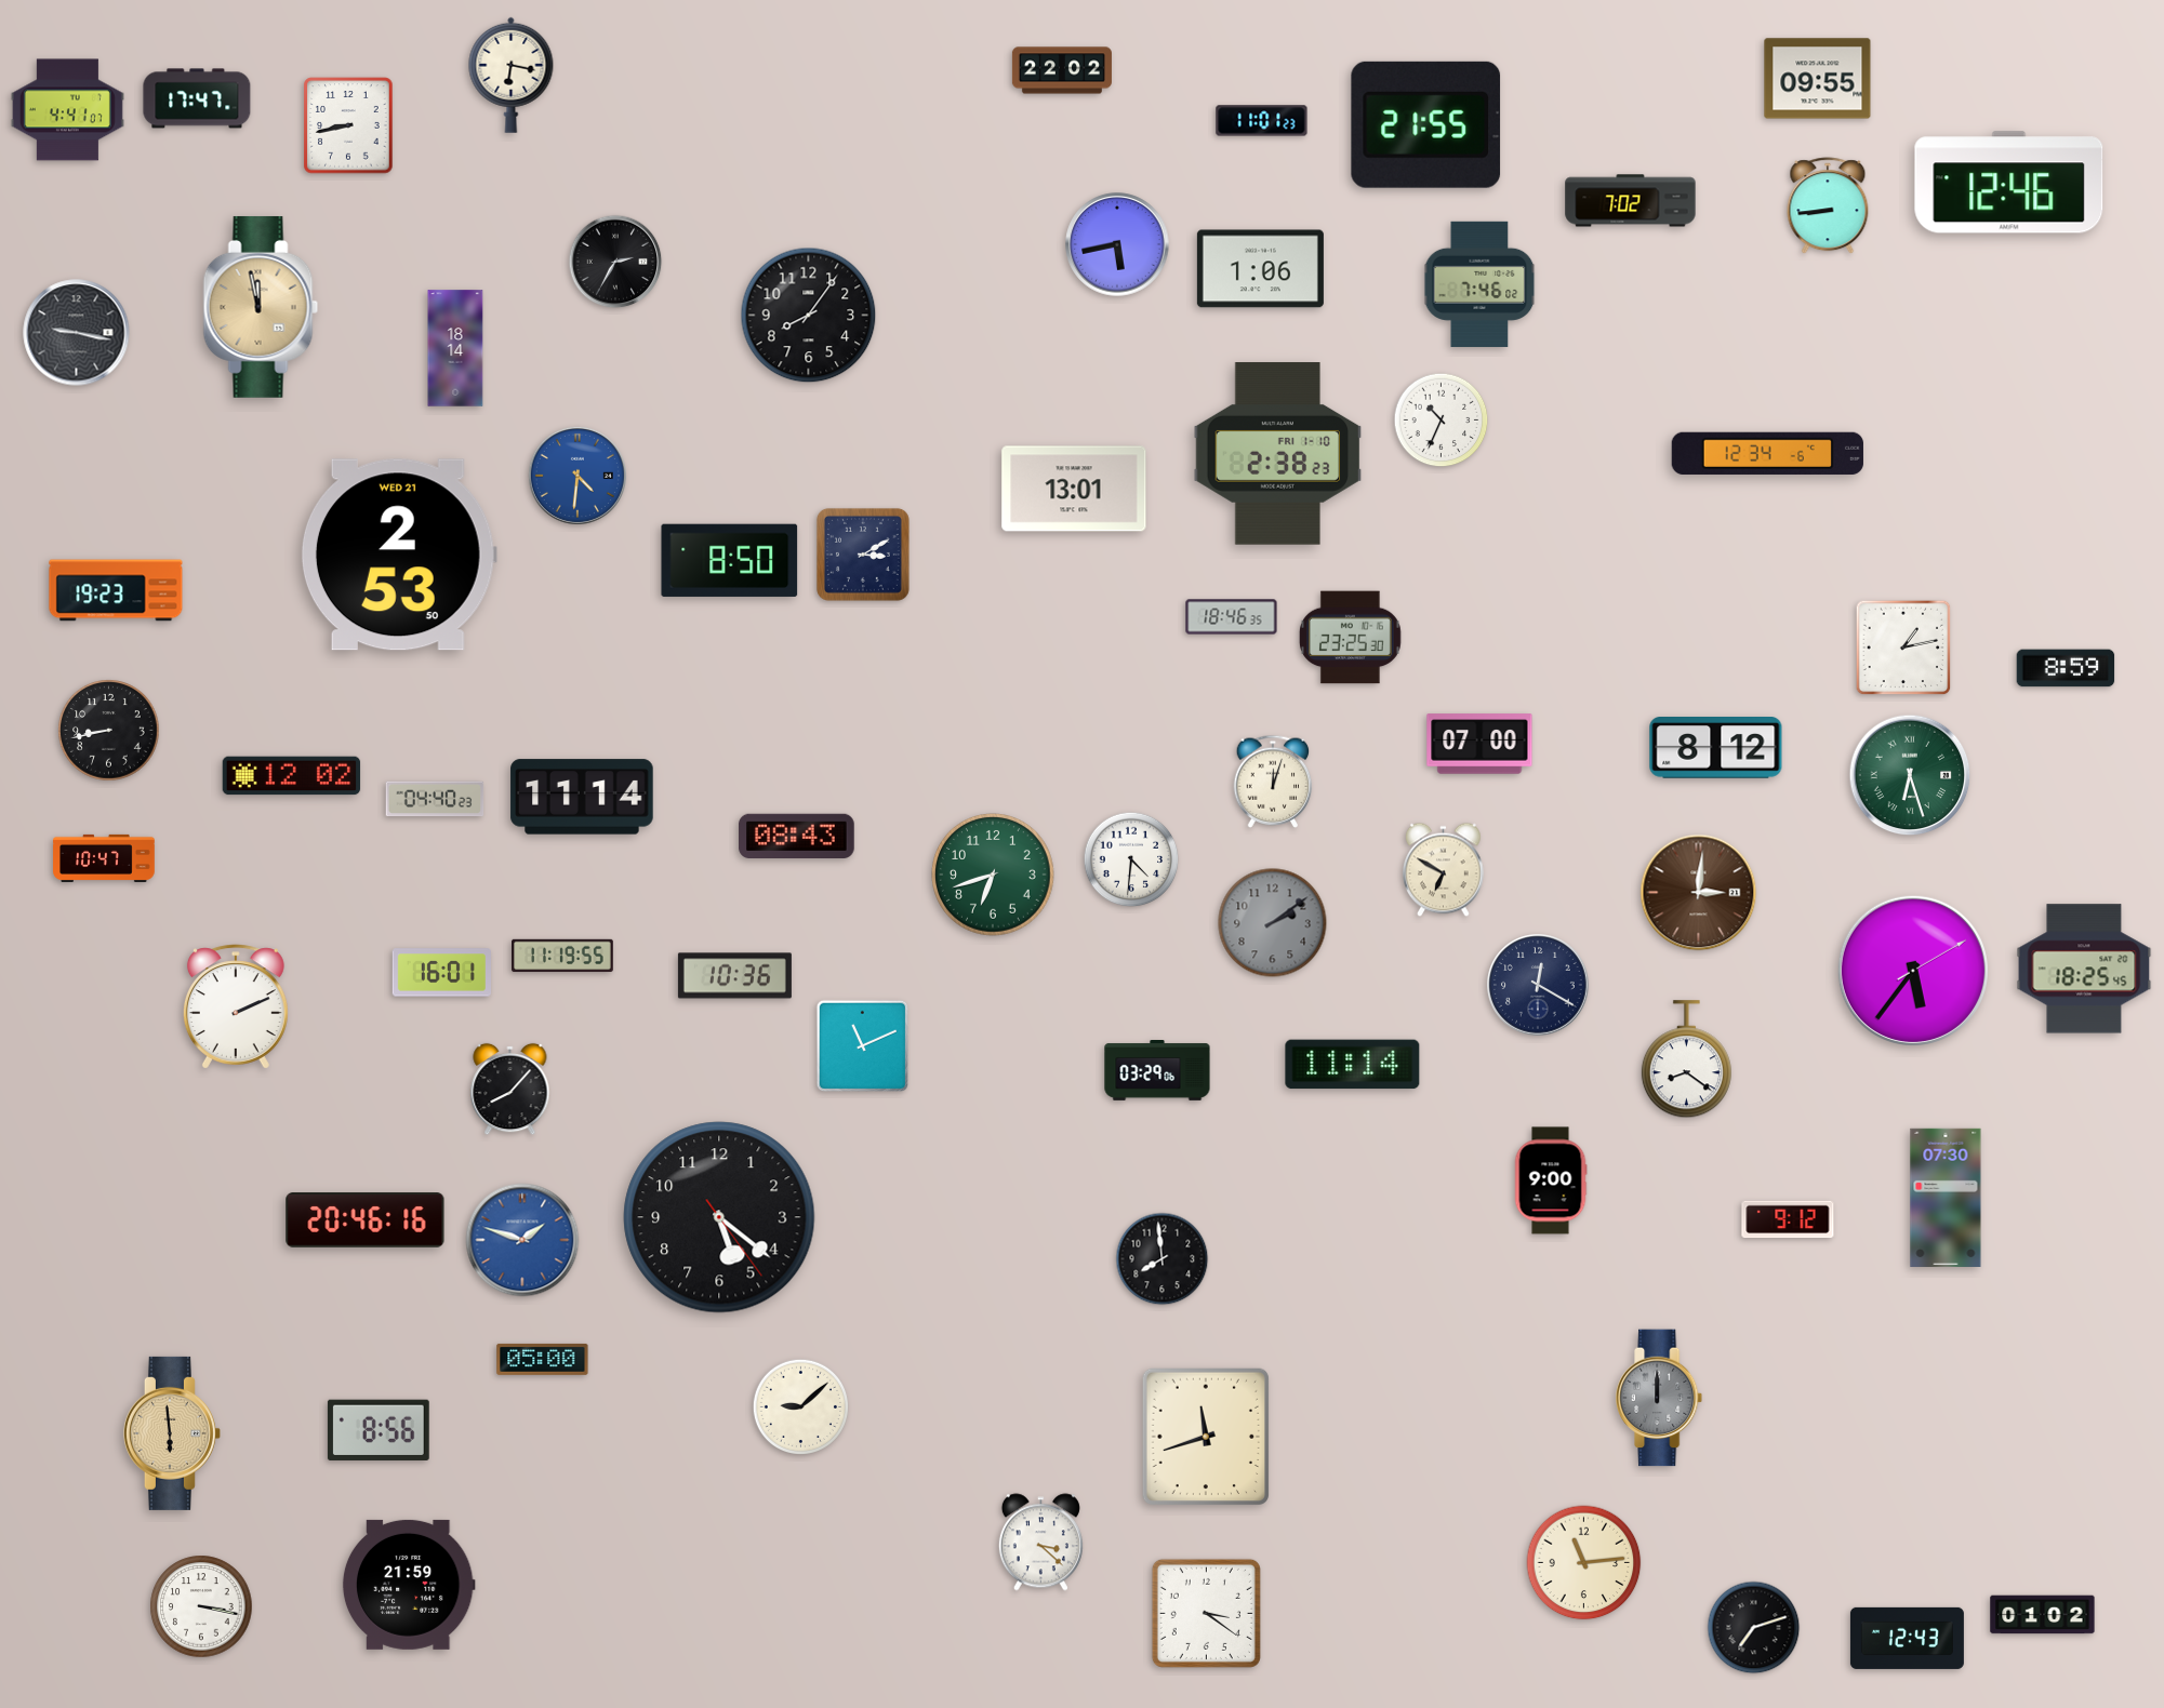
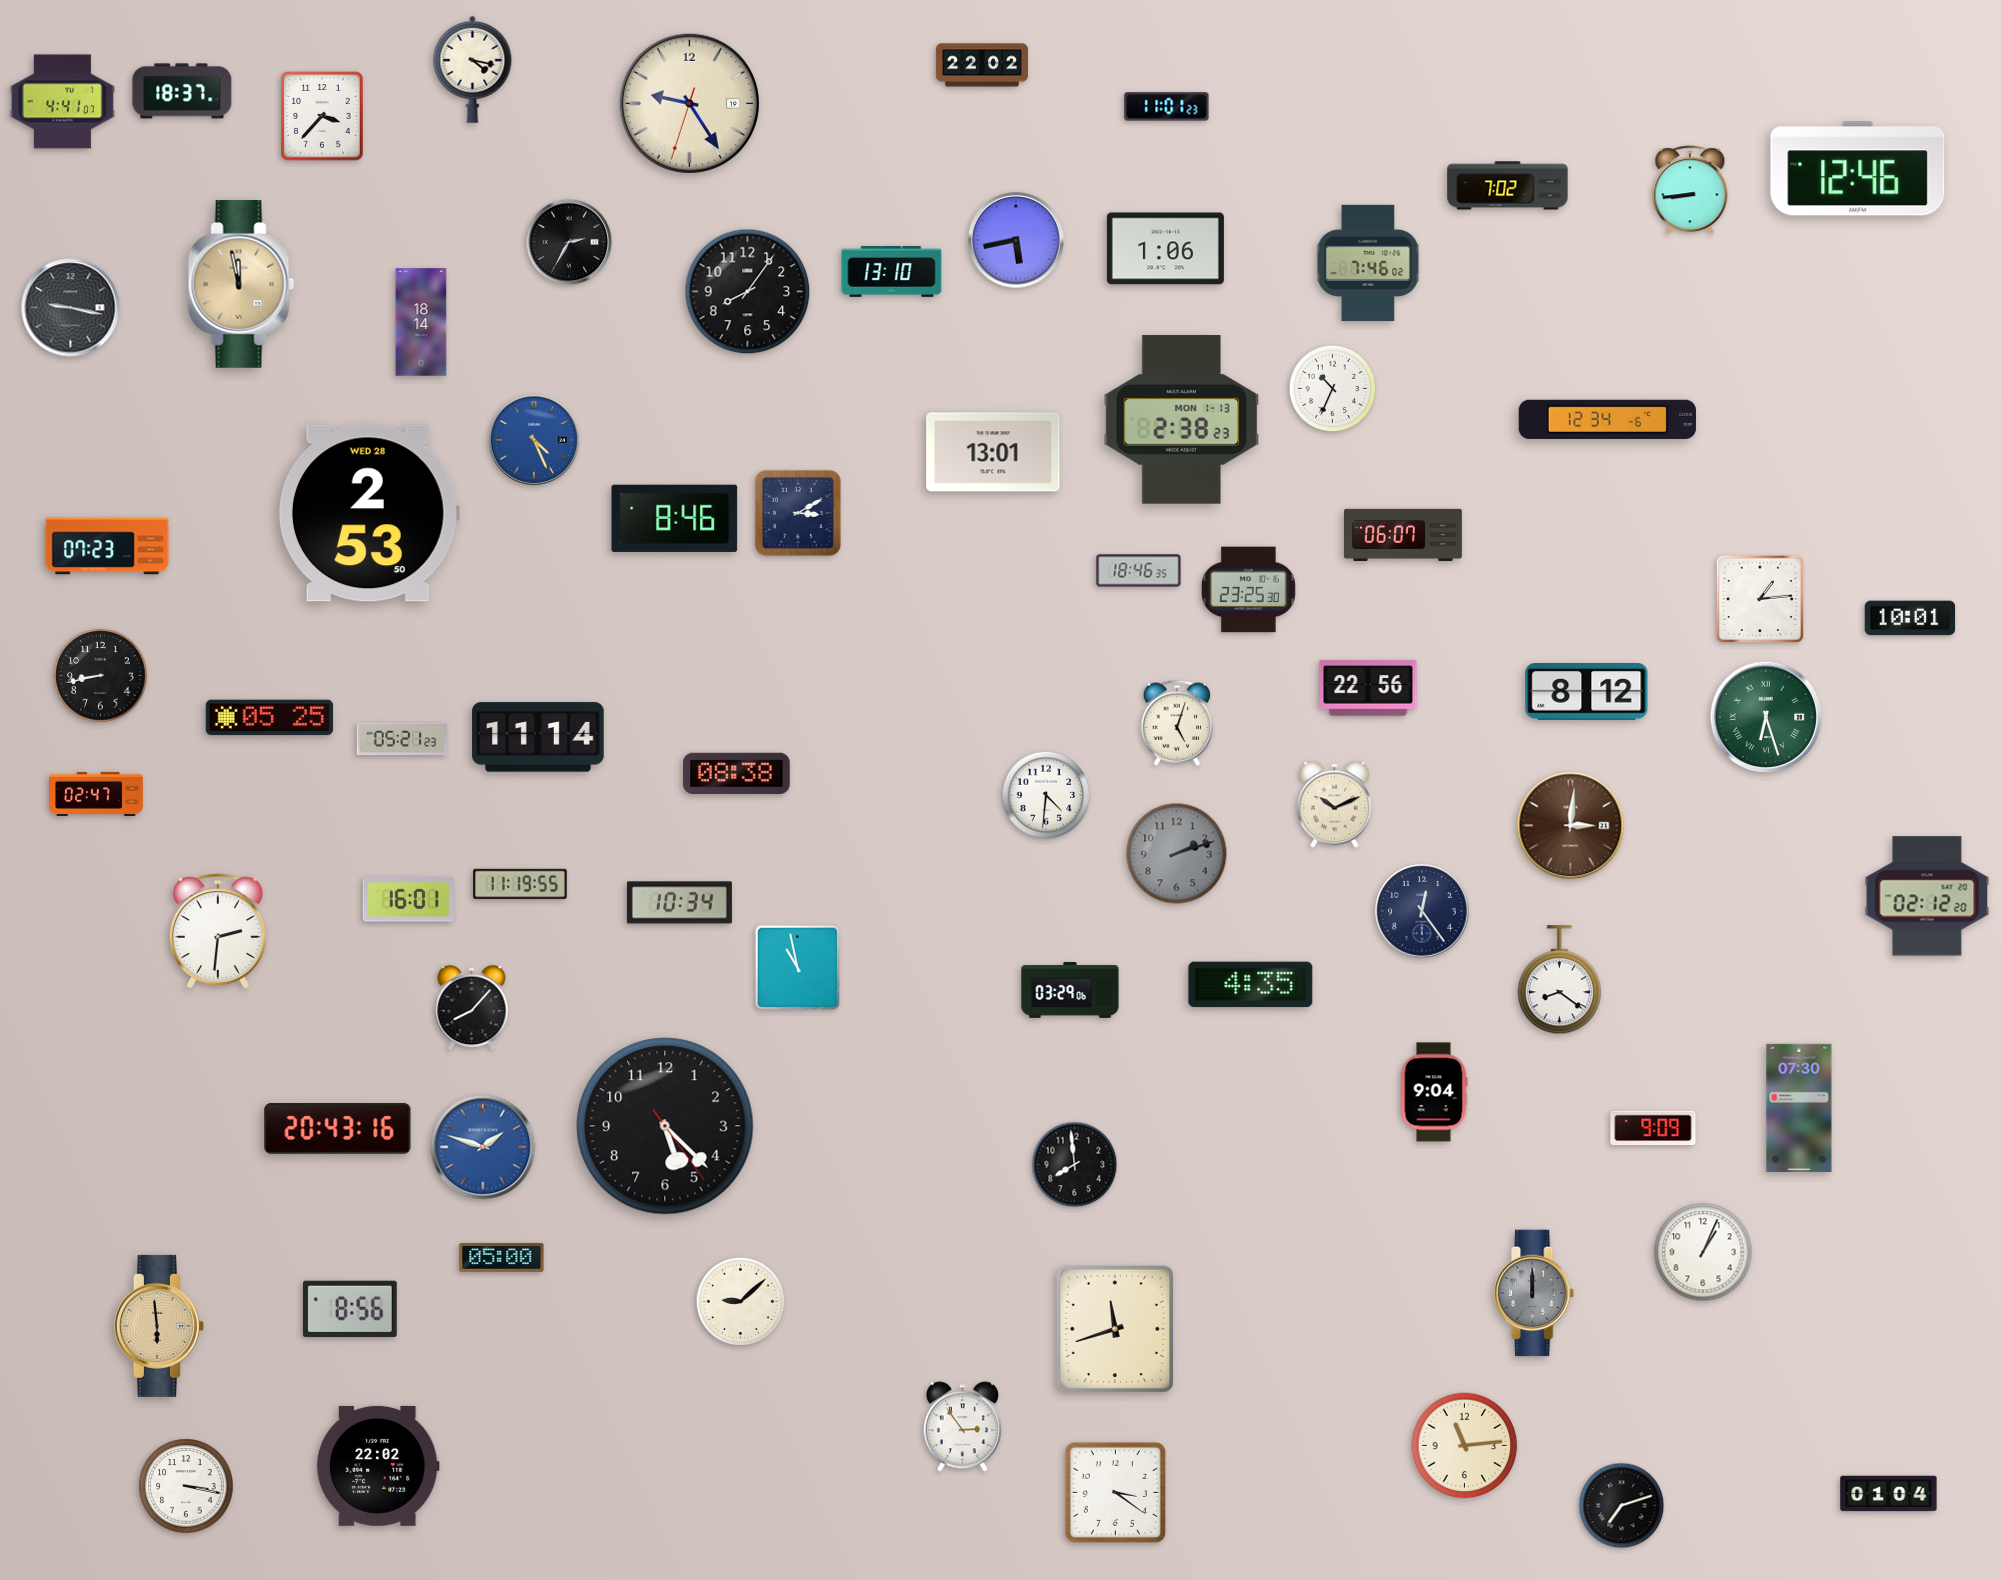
clock at (512, 75): 6:17 -> 4:17
clock at (1818, 79): 09:55 -> none
clock at (197, 98): 17:47 -> 18:37
clock at (689, 103): none -> 9:24
clock at (1262, 121) position: (1262, 121) -> (1167, 107)
clock at (1426, 124): 21:55 -> none
clock at (348, 125): 8:43 -> 3:37
clock at (1117, 244) position: (1117, 244) -> (1016, 240)
clock at (892, 271): none -> 13:10
clock at (1767, 453) position: (1767, 453) -> (1607, 419)
clock at (1278, 454) date: FRI 1-10 -> MON 1-13
clock at (577, 476): 4:31 -> 4:26
clock at (399, 555) date: WED 21 -> WED 28
clock at (730, 560): 8:50 -> 8:46
clock at (1403, 534): none -> 06:07
clock at (116, 590): 19:23 -> 07:23
clock at (1903, 648): 1:13 -> 1:14
clock at (2066, 668): 8:59 -> 10:01
clock at (1479, 744): 07:00 -> 22:56
clock at (292, 776): 12:02 -> 05:25
clock at (1273, 782): 12:03 -> 5:03
clock at (435, 799): 04:40 -> 05:21
clock at (797, 836): 08:43 -> 08:38
clock at (104, 858): 10:47 -> 02:47
clock at (1444, 870): 6:50 -> 10:11
clock at (993, 875): 6:42 -> none
clock at (1273, 923): 2:09 -> 2:12
clock at (2084, 969): 18:25 -> 02:12
clock at (1913, 971): 5:36 -> none
clock at (734, 976): 10:36 -> 10:34
clock at (1538, 985): 12:20 -> 12:24
clock at (236, 1006): 2:11 -> 2:31
clock at (863, 1046): 11:11 -> 10:58
clock at (1353, 1065): 11:14 -> 4:35
clock at (1551, 1180): 9:00 -> 9:04
clock at (719, 1217): 5:21 -> 5:22
clock at (1788, 1219): 9:12 -> 9:09
clock at (366, 1220): 20:46 -> 20:43
clock at (1703, 1252): none -> 1:04
clock at (379, 1430) position: (379, 1430) -> (350, 1309)
clock at (1040, 1543): 3:22 -> 2:54
clock at (409, 1585): 21:59 -> 22:02
clock at (2043, 1615): 01:02 -> 01:04
clock at (1907, 1638): 12:43 -> none
